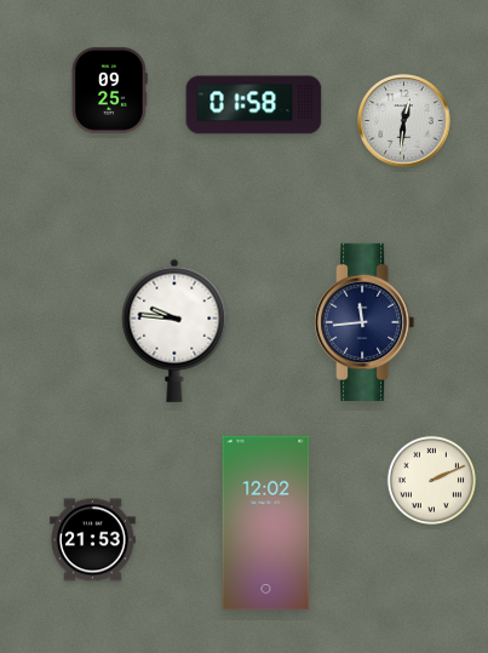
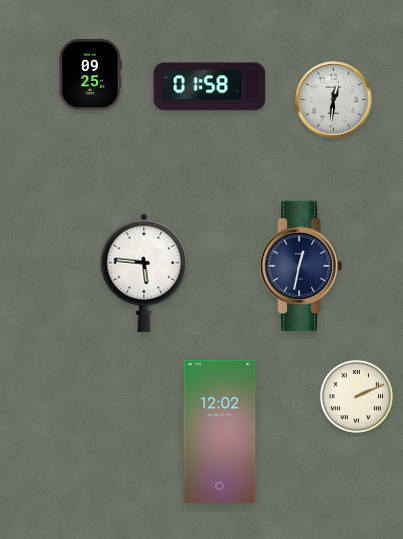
clock at (364, 322): 11:44 -> 12:32
clock at (174, 331): 9:46 -> 5:46
clock at (93, 540): 21:53 -> none
